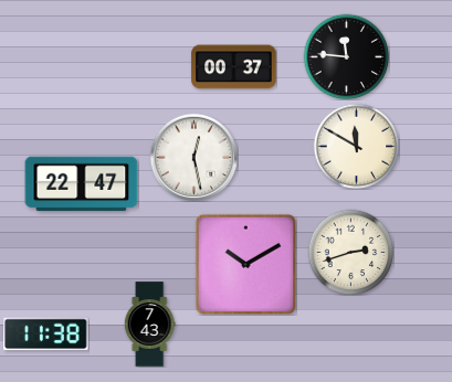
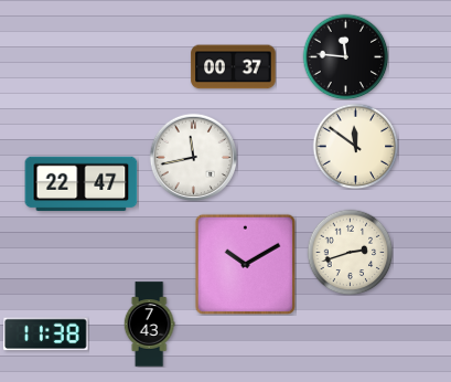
clock at (356, 146): 11:50 -> 11:51
clock at (193, 157): 12:28 -> 11:43
